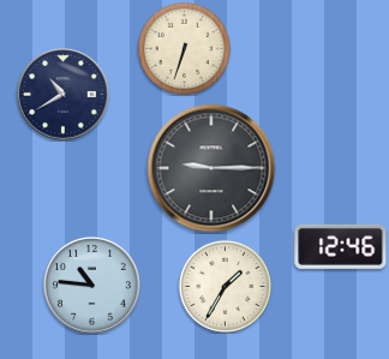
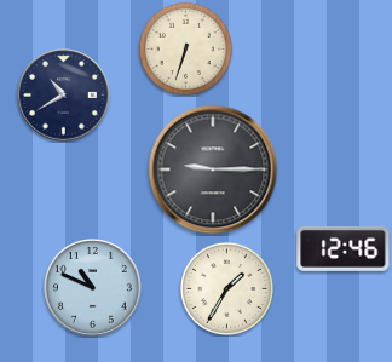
clock at (91, 285): 10:46 -> 10:49
